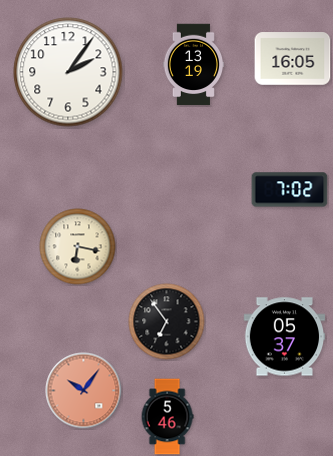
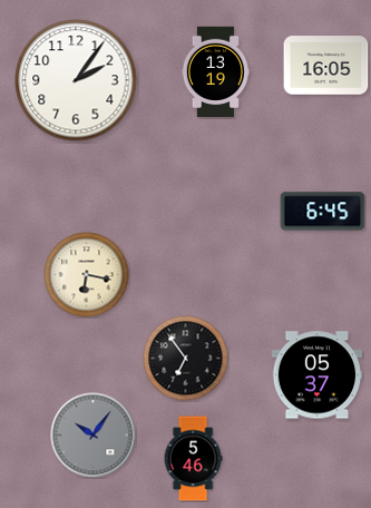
clock at (290, 190): 7:02 -> 6:45
clock at (84, 391) dial: salmon -> grey
clock at (167, 417) position: (167, 417) -> (193, 459)
